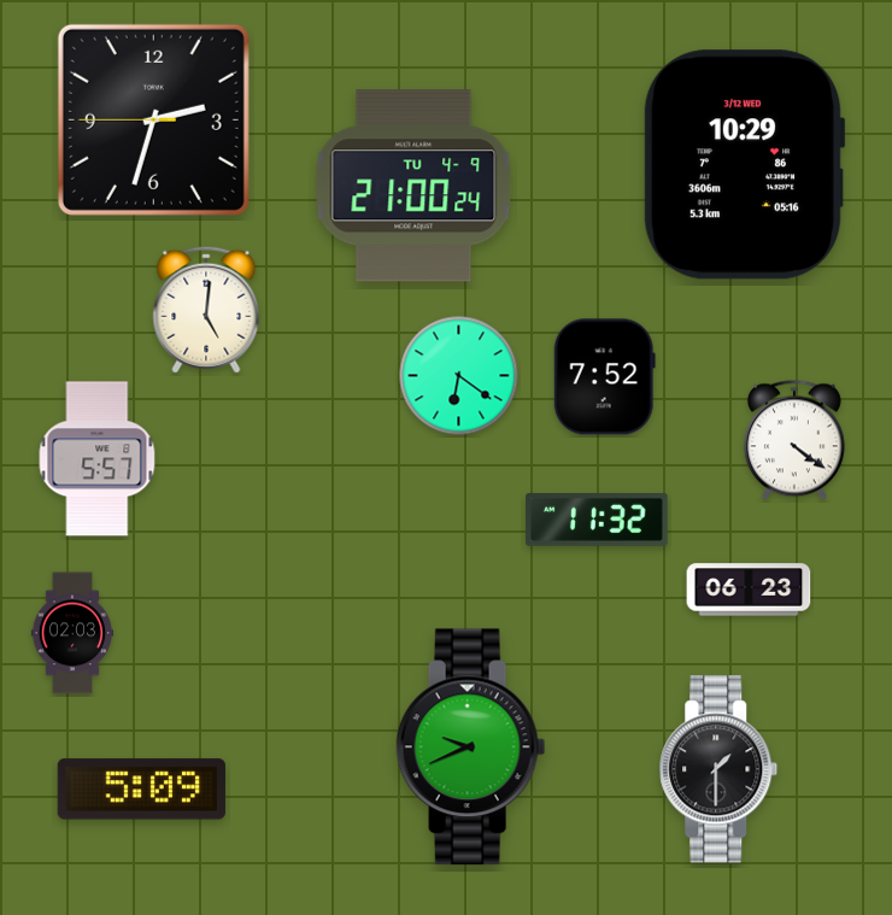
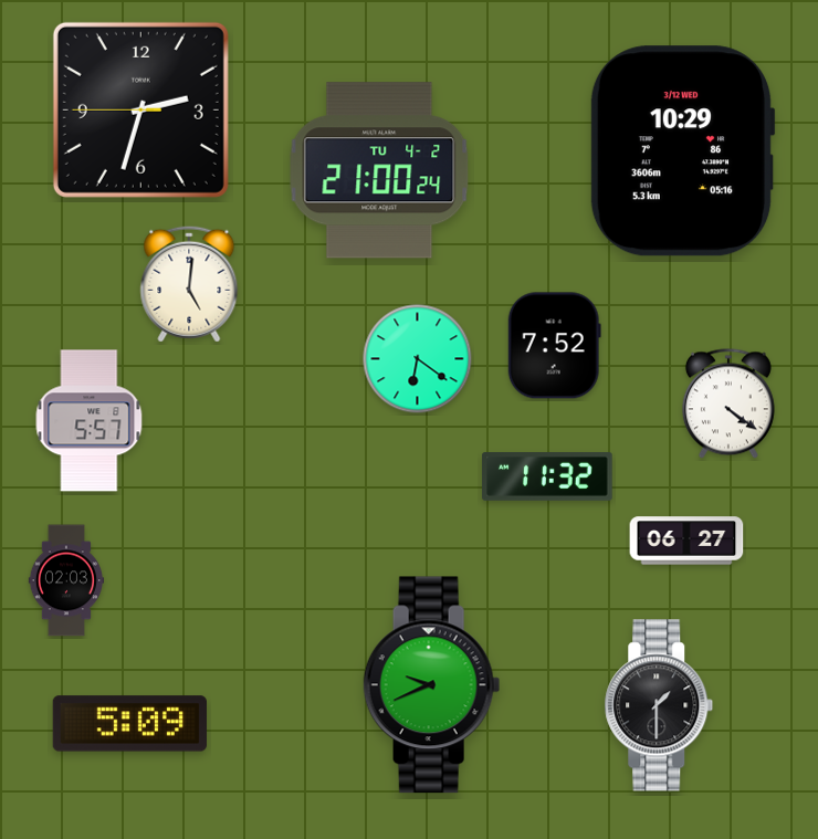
clock at (413, 186) date: TU 4-9 -> TU 4-2
clock at (459, 376) position: (459, 376) -> (418, 359)
clock at (749, 590): 06:23 -> 06:27
